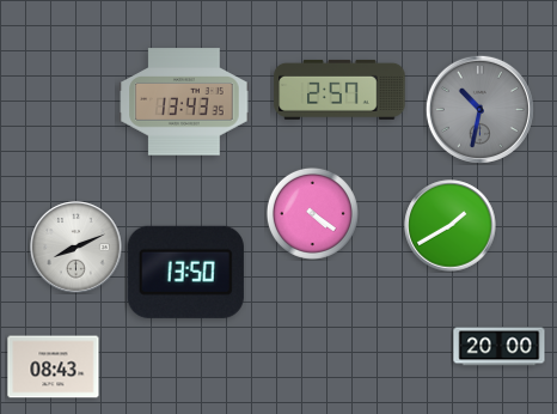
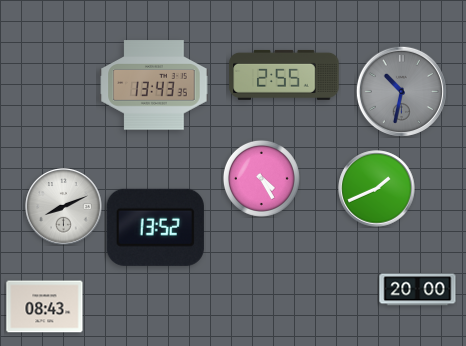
clock at (339, 90): 2:57 -> 2:55
clock at (312, 213): 4:21 -> 4:25
clock at (451, 226): 1:40 -> 1:41
clock at (185, 272): 13:50 -> 13:52
